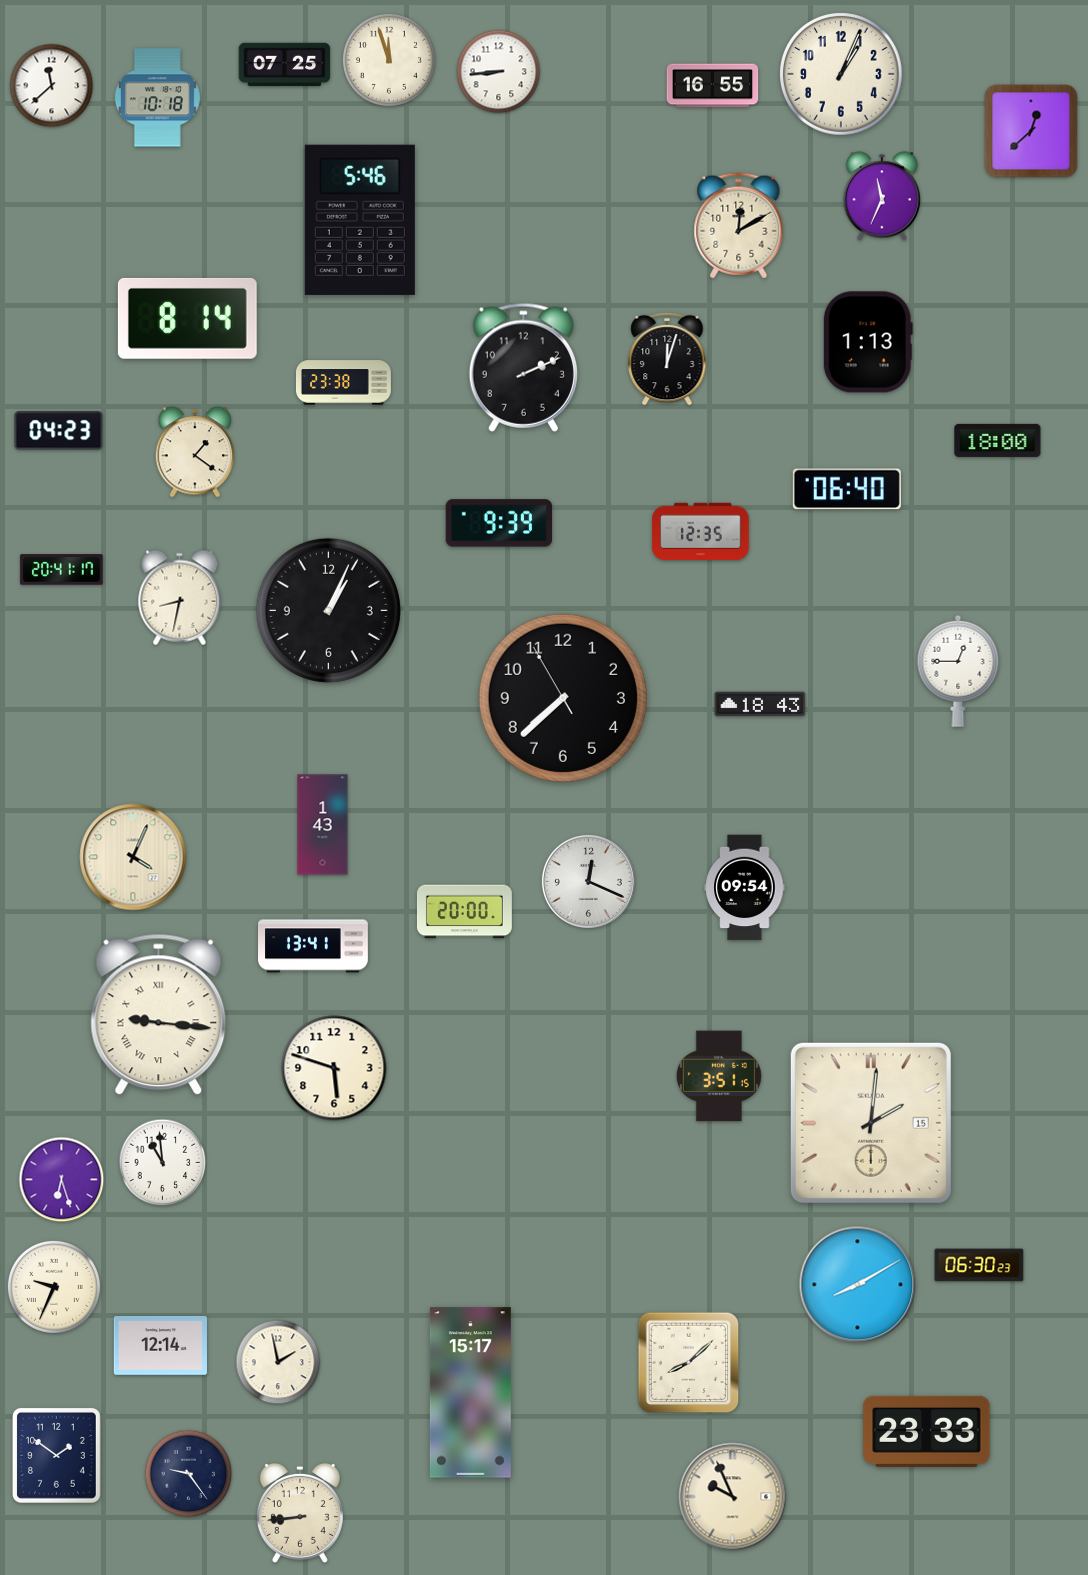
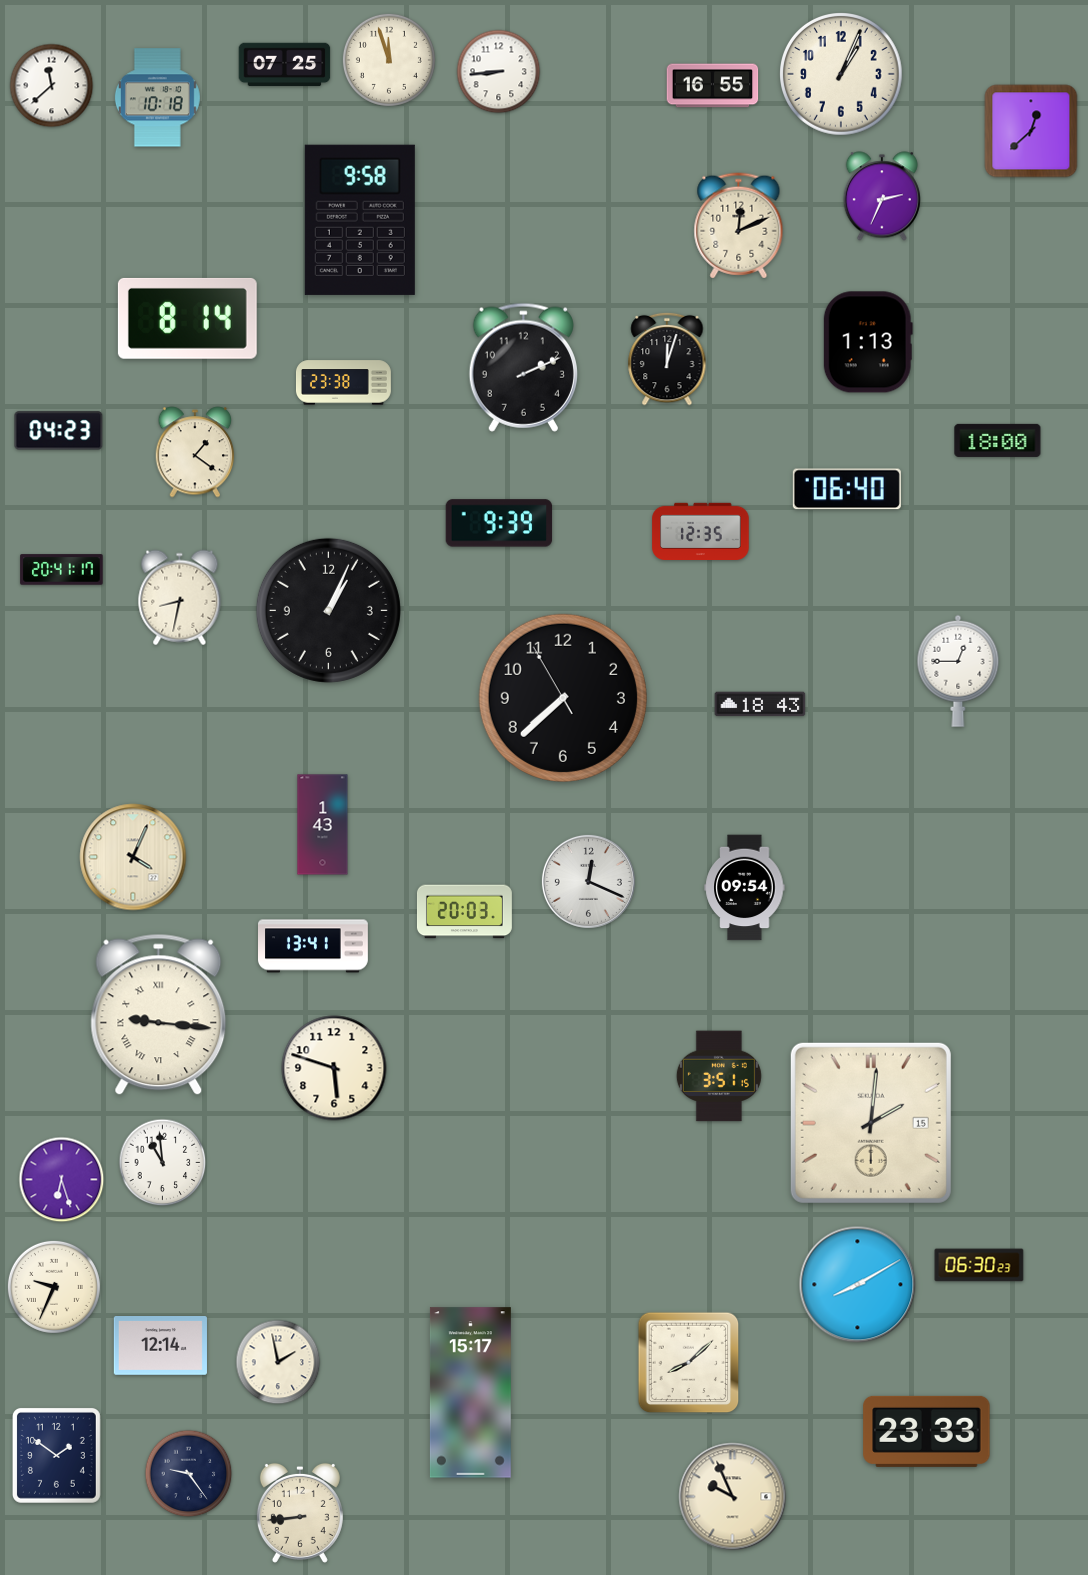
clock at (882, 196): 11:34 -> 2:34
clock at (360, 220): 5:46 -> 9:58
clock at (739, 226): 12:10 -> 12:11
clock at (464, 912): 20:00 -> 20:03
